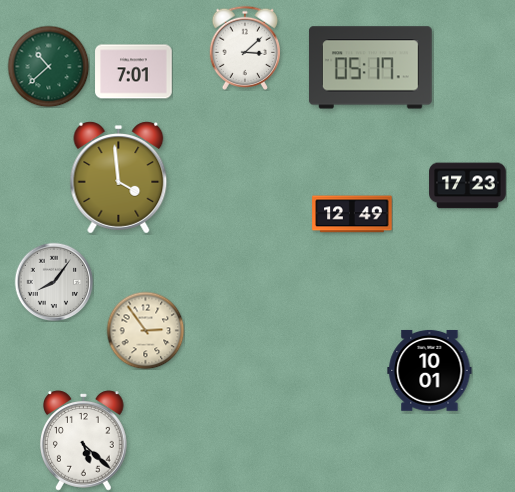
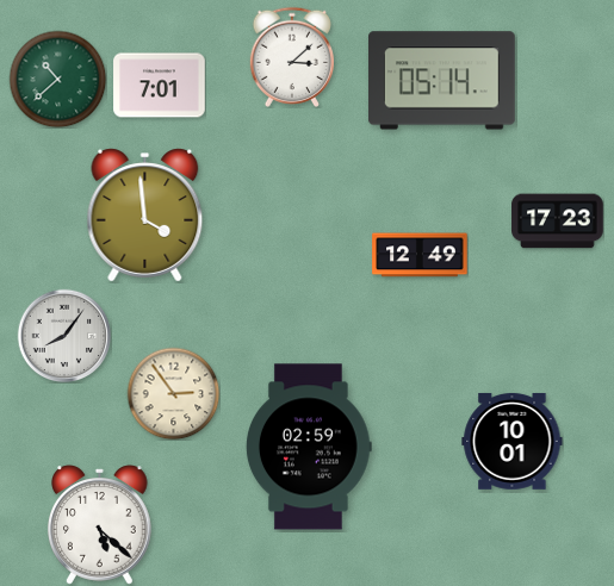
clock at (370, 68): 05:17 -> 05:14
clock at (119, 178) position: (119, 178) -> (145, 216)
clock at (309, 447): none -> 02:59
